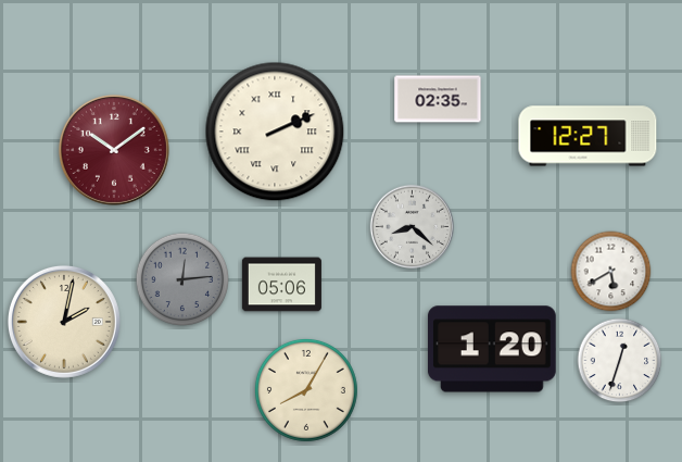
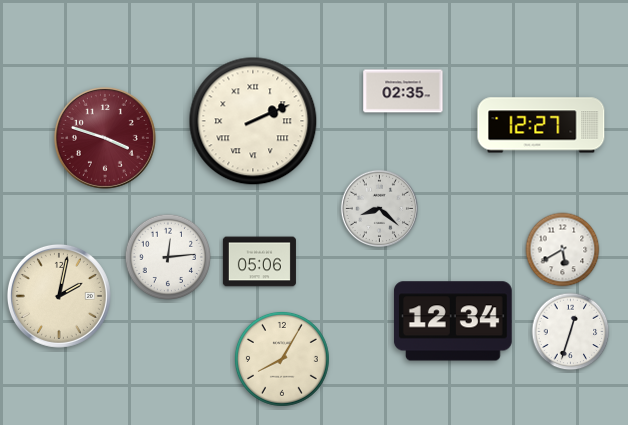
clock at (114, 150): 10:09 -> 3:48
clock at (181, 278) dial: grey -> white
clock at (492, 349): 1:20 -> 12:34
